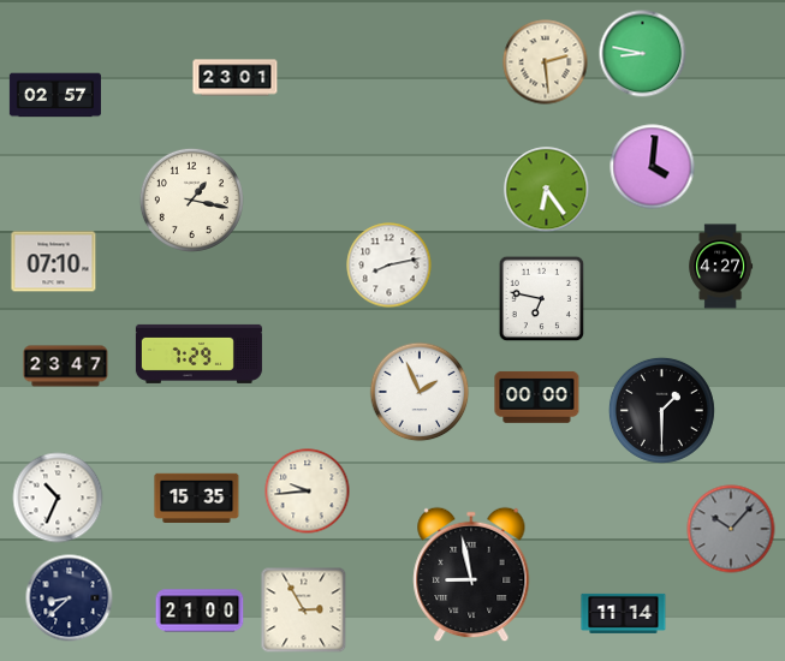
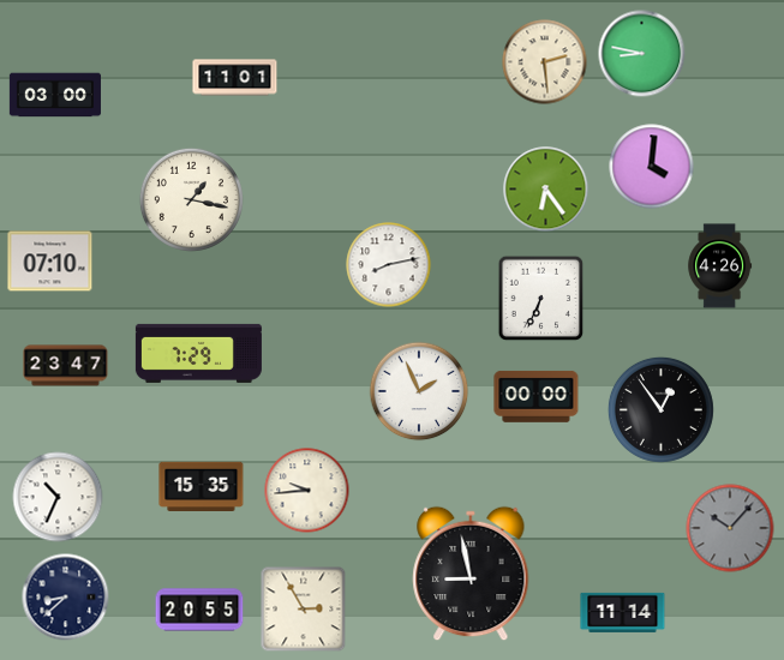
clock at (236, 78): 23:01 -> 11:01
clock at (55, 95): 02:57 -> 03:00
clock at (54, 262) position: (54, 262) -> (50, 262)
clock at (721, 267): 4:27 -> 4:26
clock at (542, 299): 6:47 -> 6:34
clock at (661, 410): 1:30 -> 12:54
clock at (197, 498) position: (197, 498) -> (202, 486)
clock at (70, 599) position: (70, 599) -> (66, 598)
clock at (200, 611): 21:00 -> 20:55
